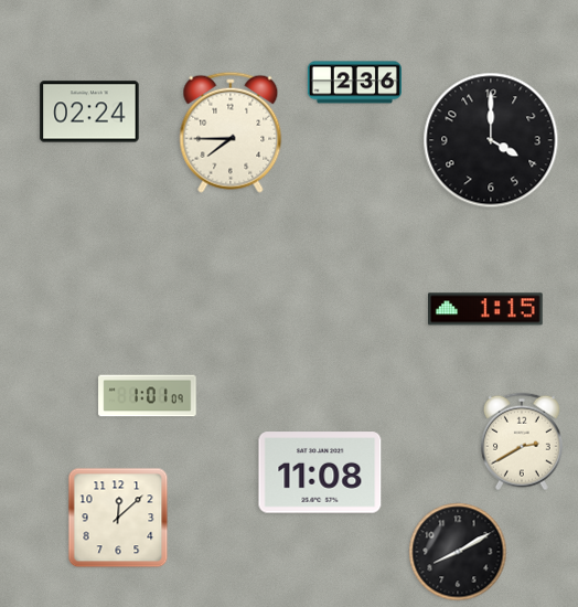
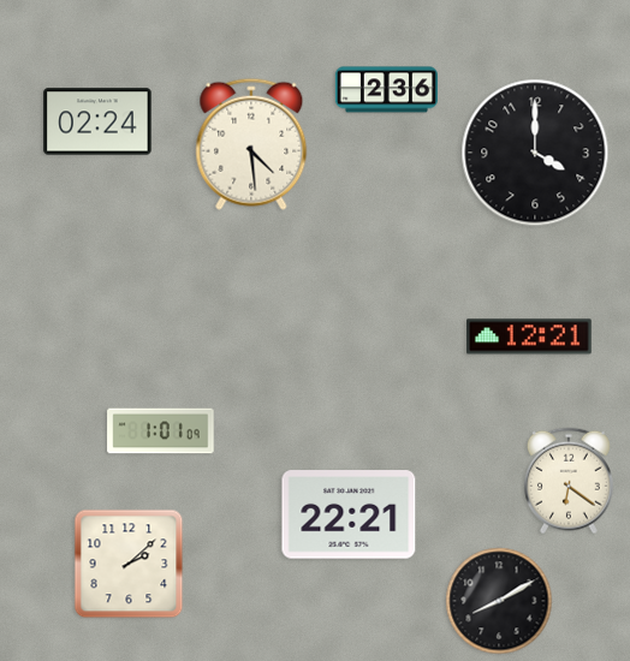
clock at (231, 132): 7:45 -> 4:29
clock at (486, 309): 1:15 -> 12:21
clock at (522, 441): 2:40 -> 6:21
clock at (320, 472): 11:08 -> 22:21
clock at (118, 518): 12:08 -> 2:08
